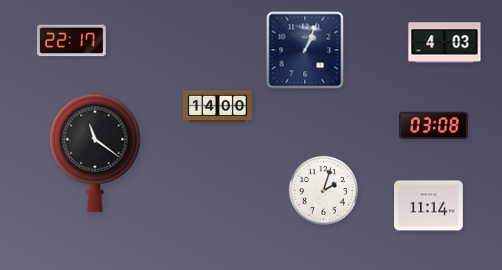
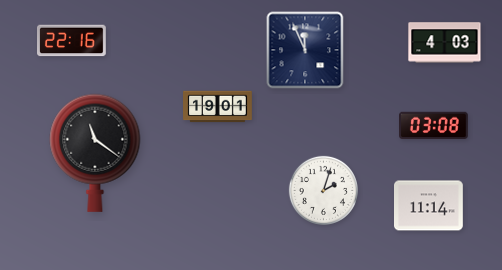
clock at (72, 41): 22:17 -> 22:16
clock at (305, 50): 1:04 -> 11:56
clock at (218, 107): 14:00 -> 19:01
